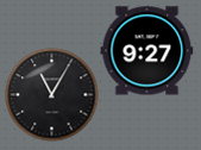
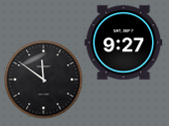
clock at (51, 94): 11:05 -> 11:51
